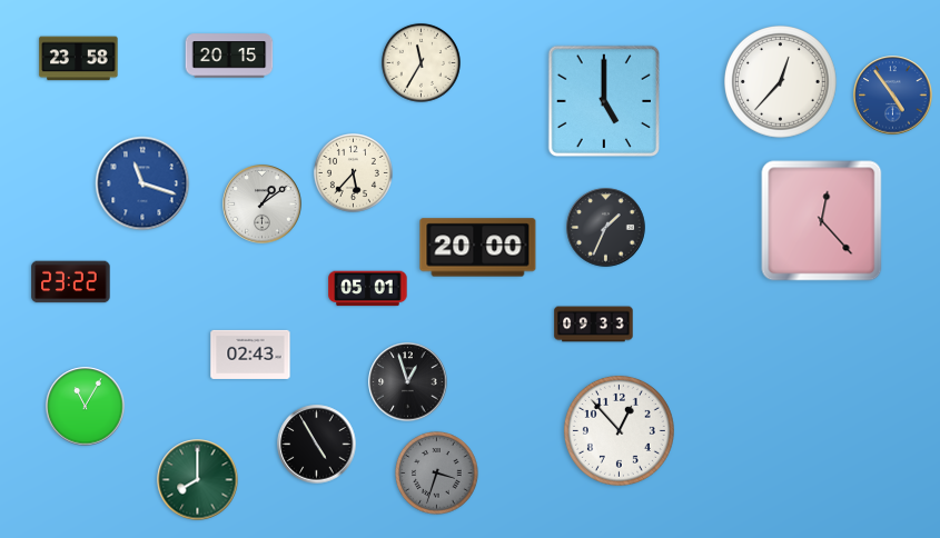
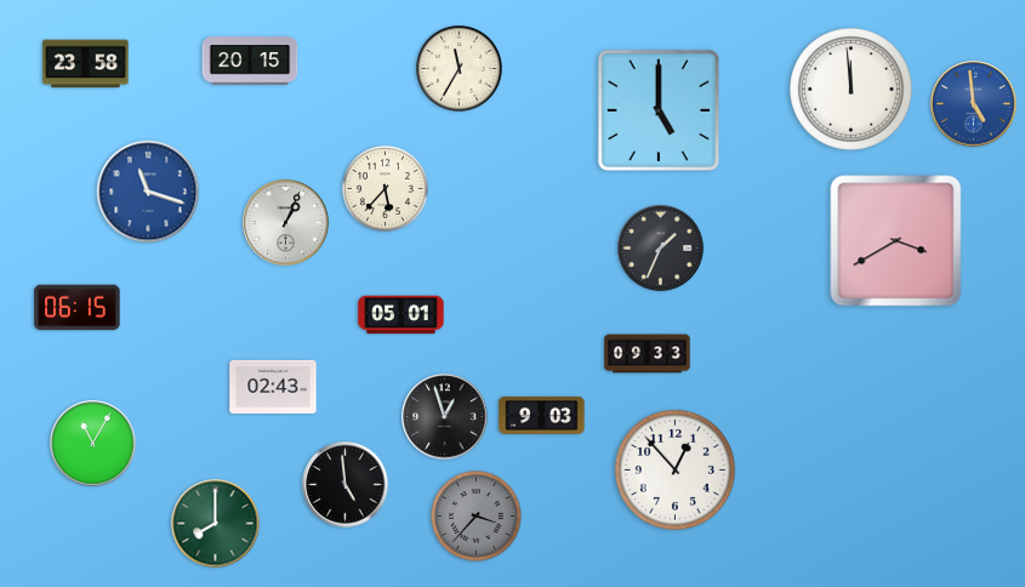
clock at (781, 82): 12:37 -> 11:59
clock at (893, 96): 4:54 -> 4:59
clock at (142, 183) position: (142, 183) -> (148, 192)
clock at (263, 205): 1:09 -> 1:04
clock at (822, 221): 12:23 -> 3:40
clock at (478, 248): 20:00 -> none
clock at (71, 282): 23:22 -> 06:15
clock at (542, 415): none -> 9:03
clock at (317, 445): 4:55 -> 4:59
clock at (437, 474): 3:33 -> 3:37
